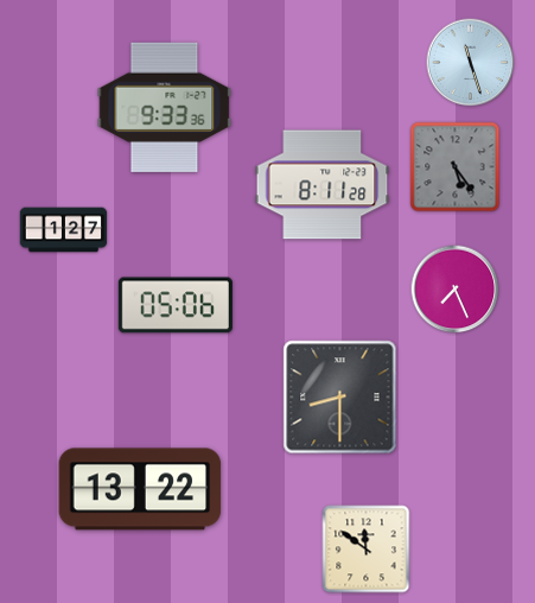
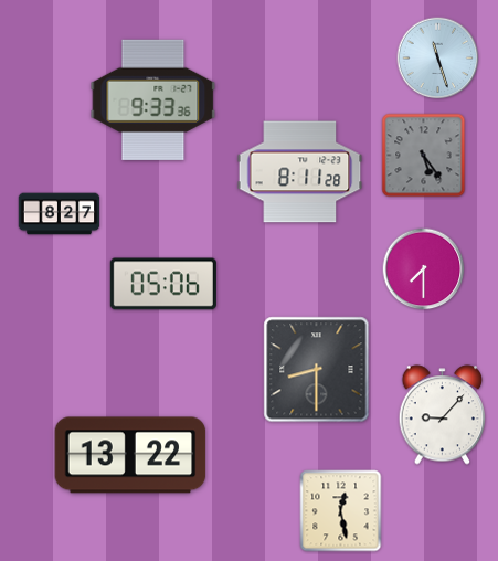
clock at (64, 230): 1:27 -> 8:27
clock at (456, 290): 7:26 -> 7:30
clock at (443, 415): none -> 9:07
clock at (367, 550): 11:51 -> 12:28
